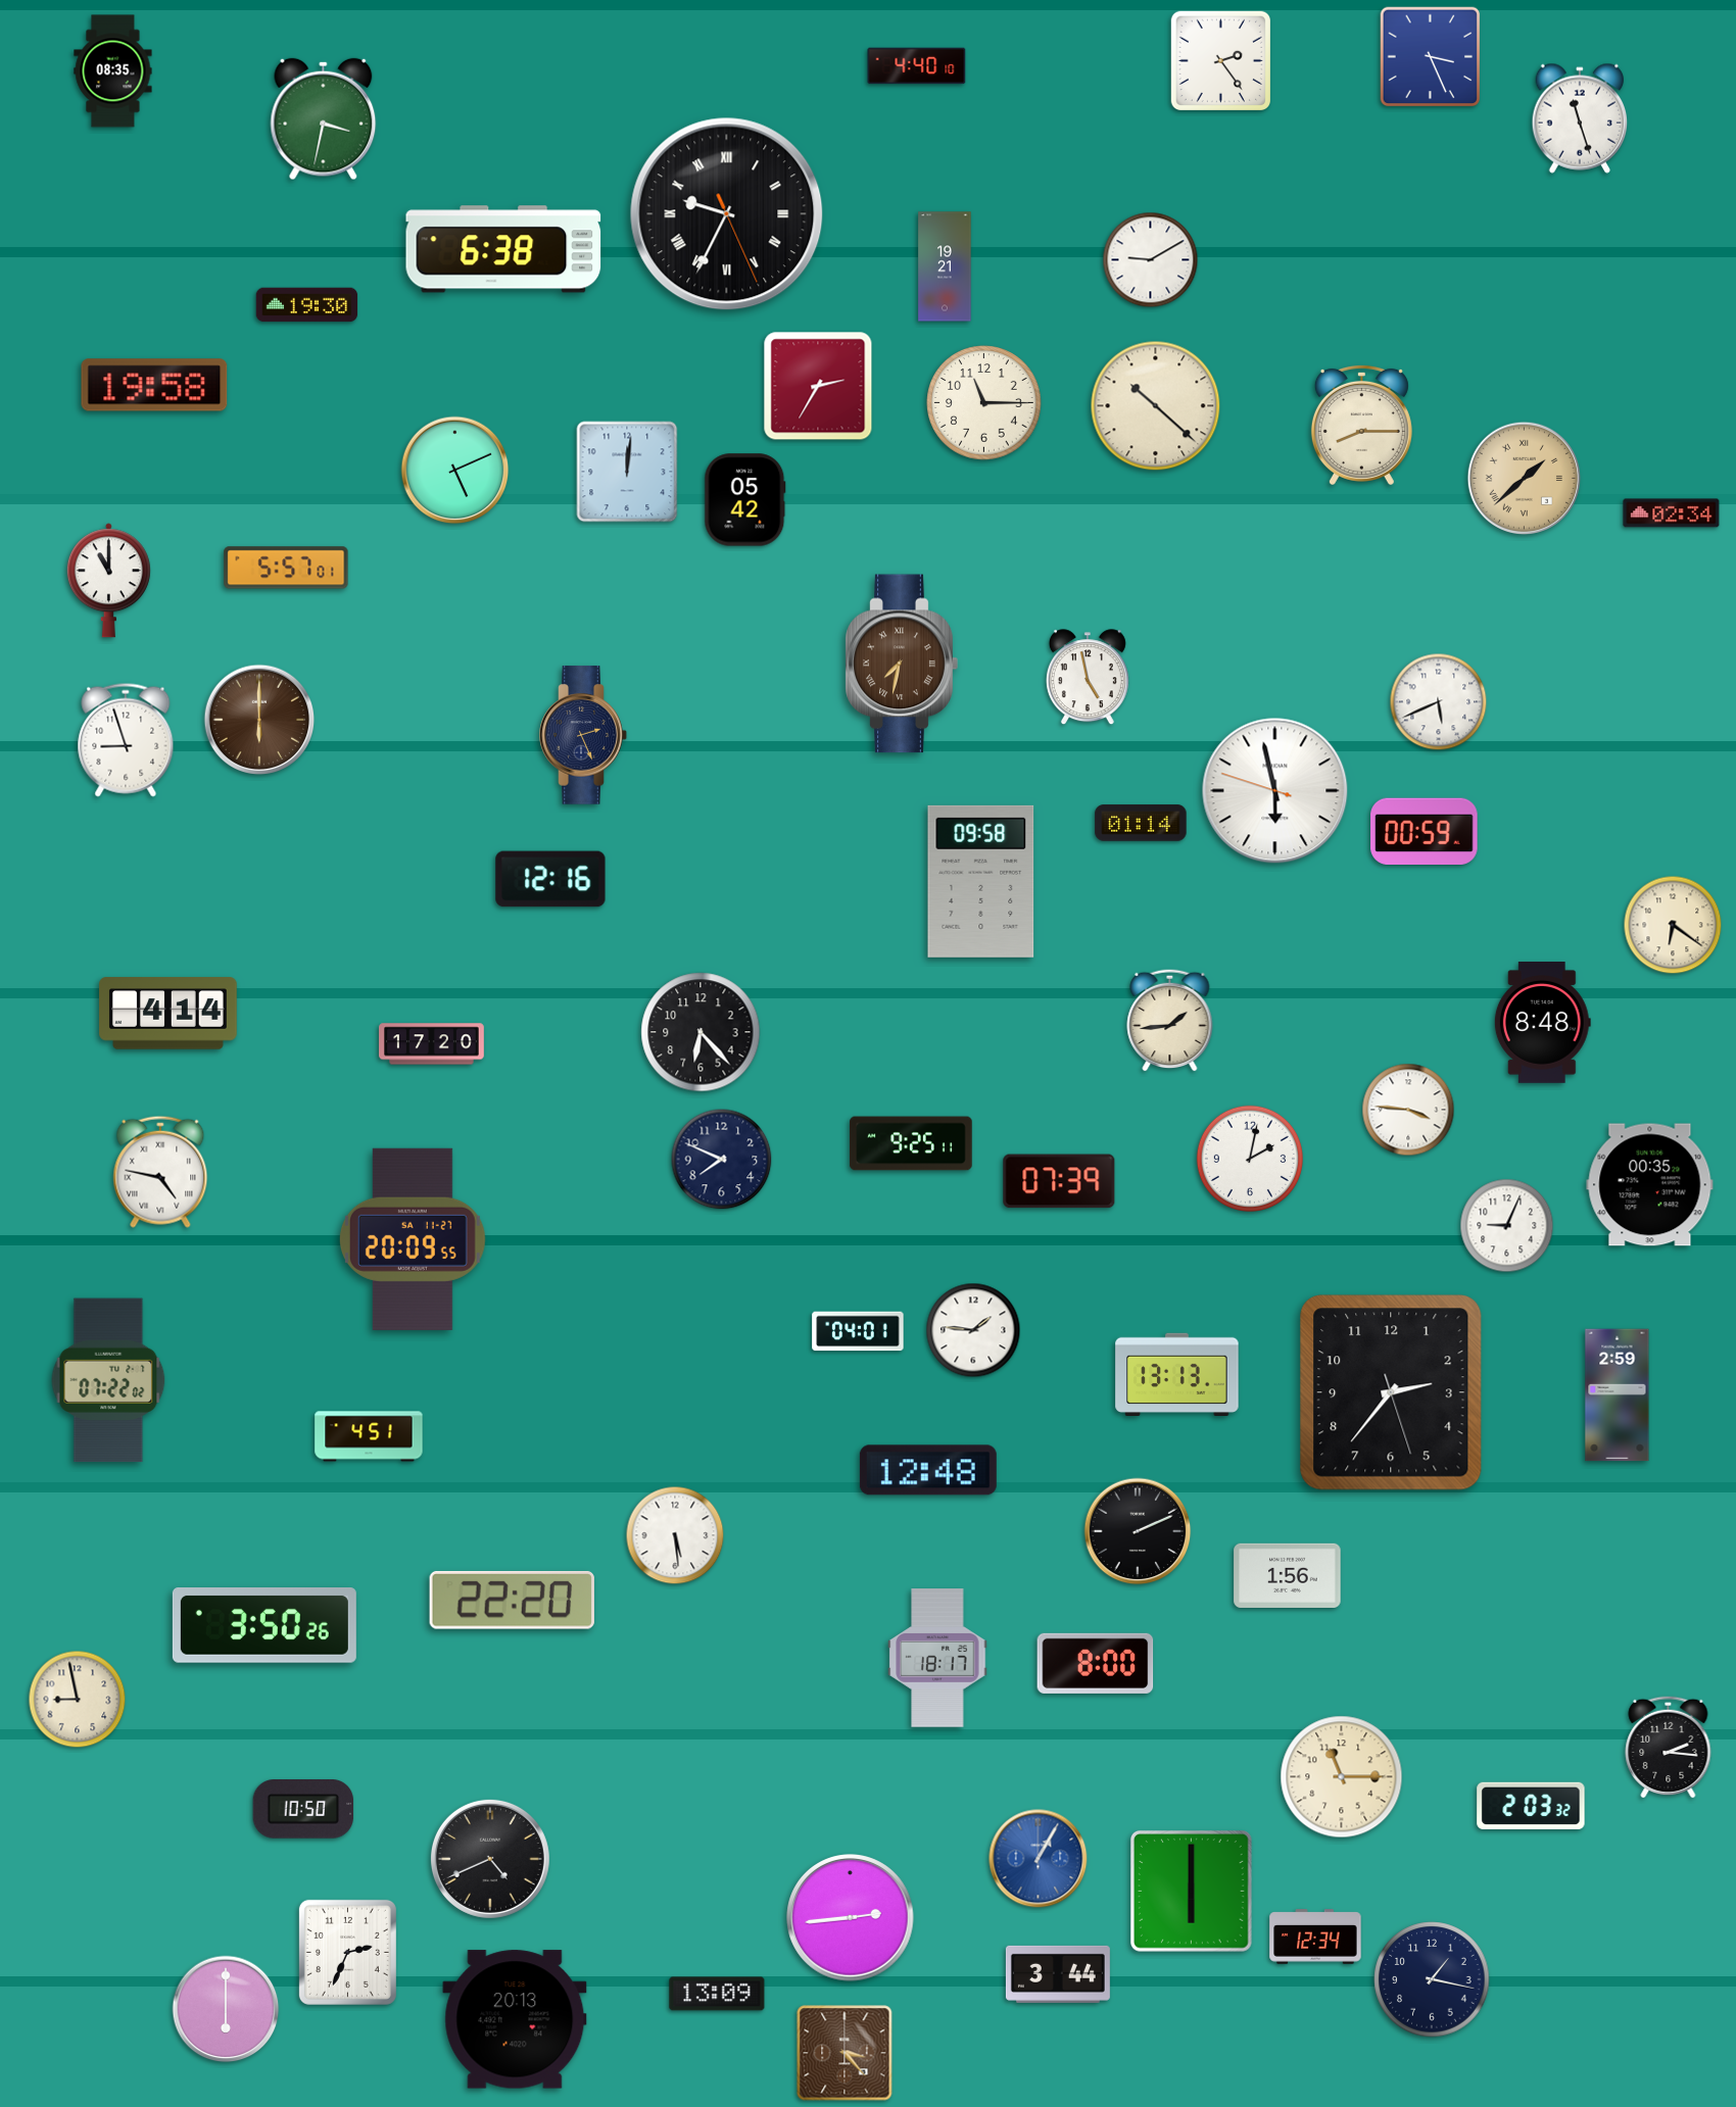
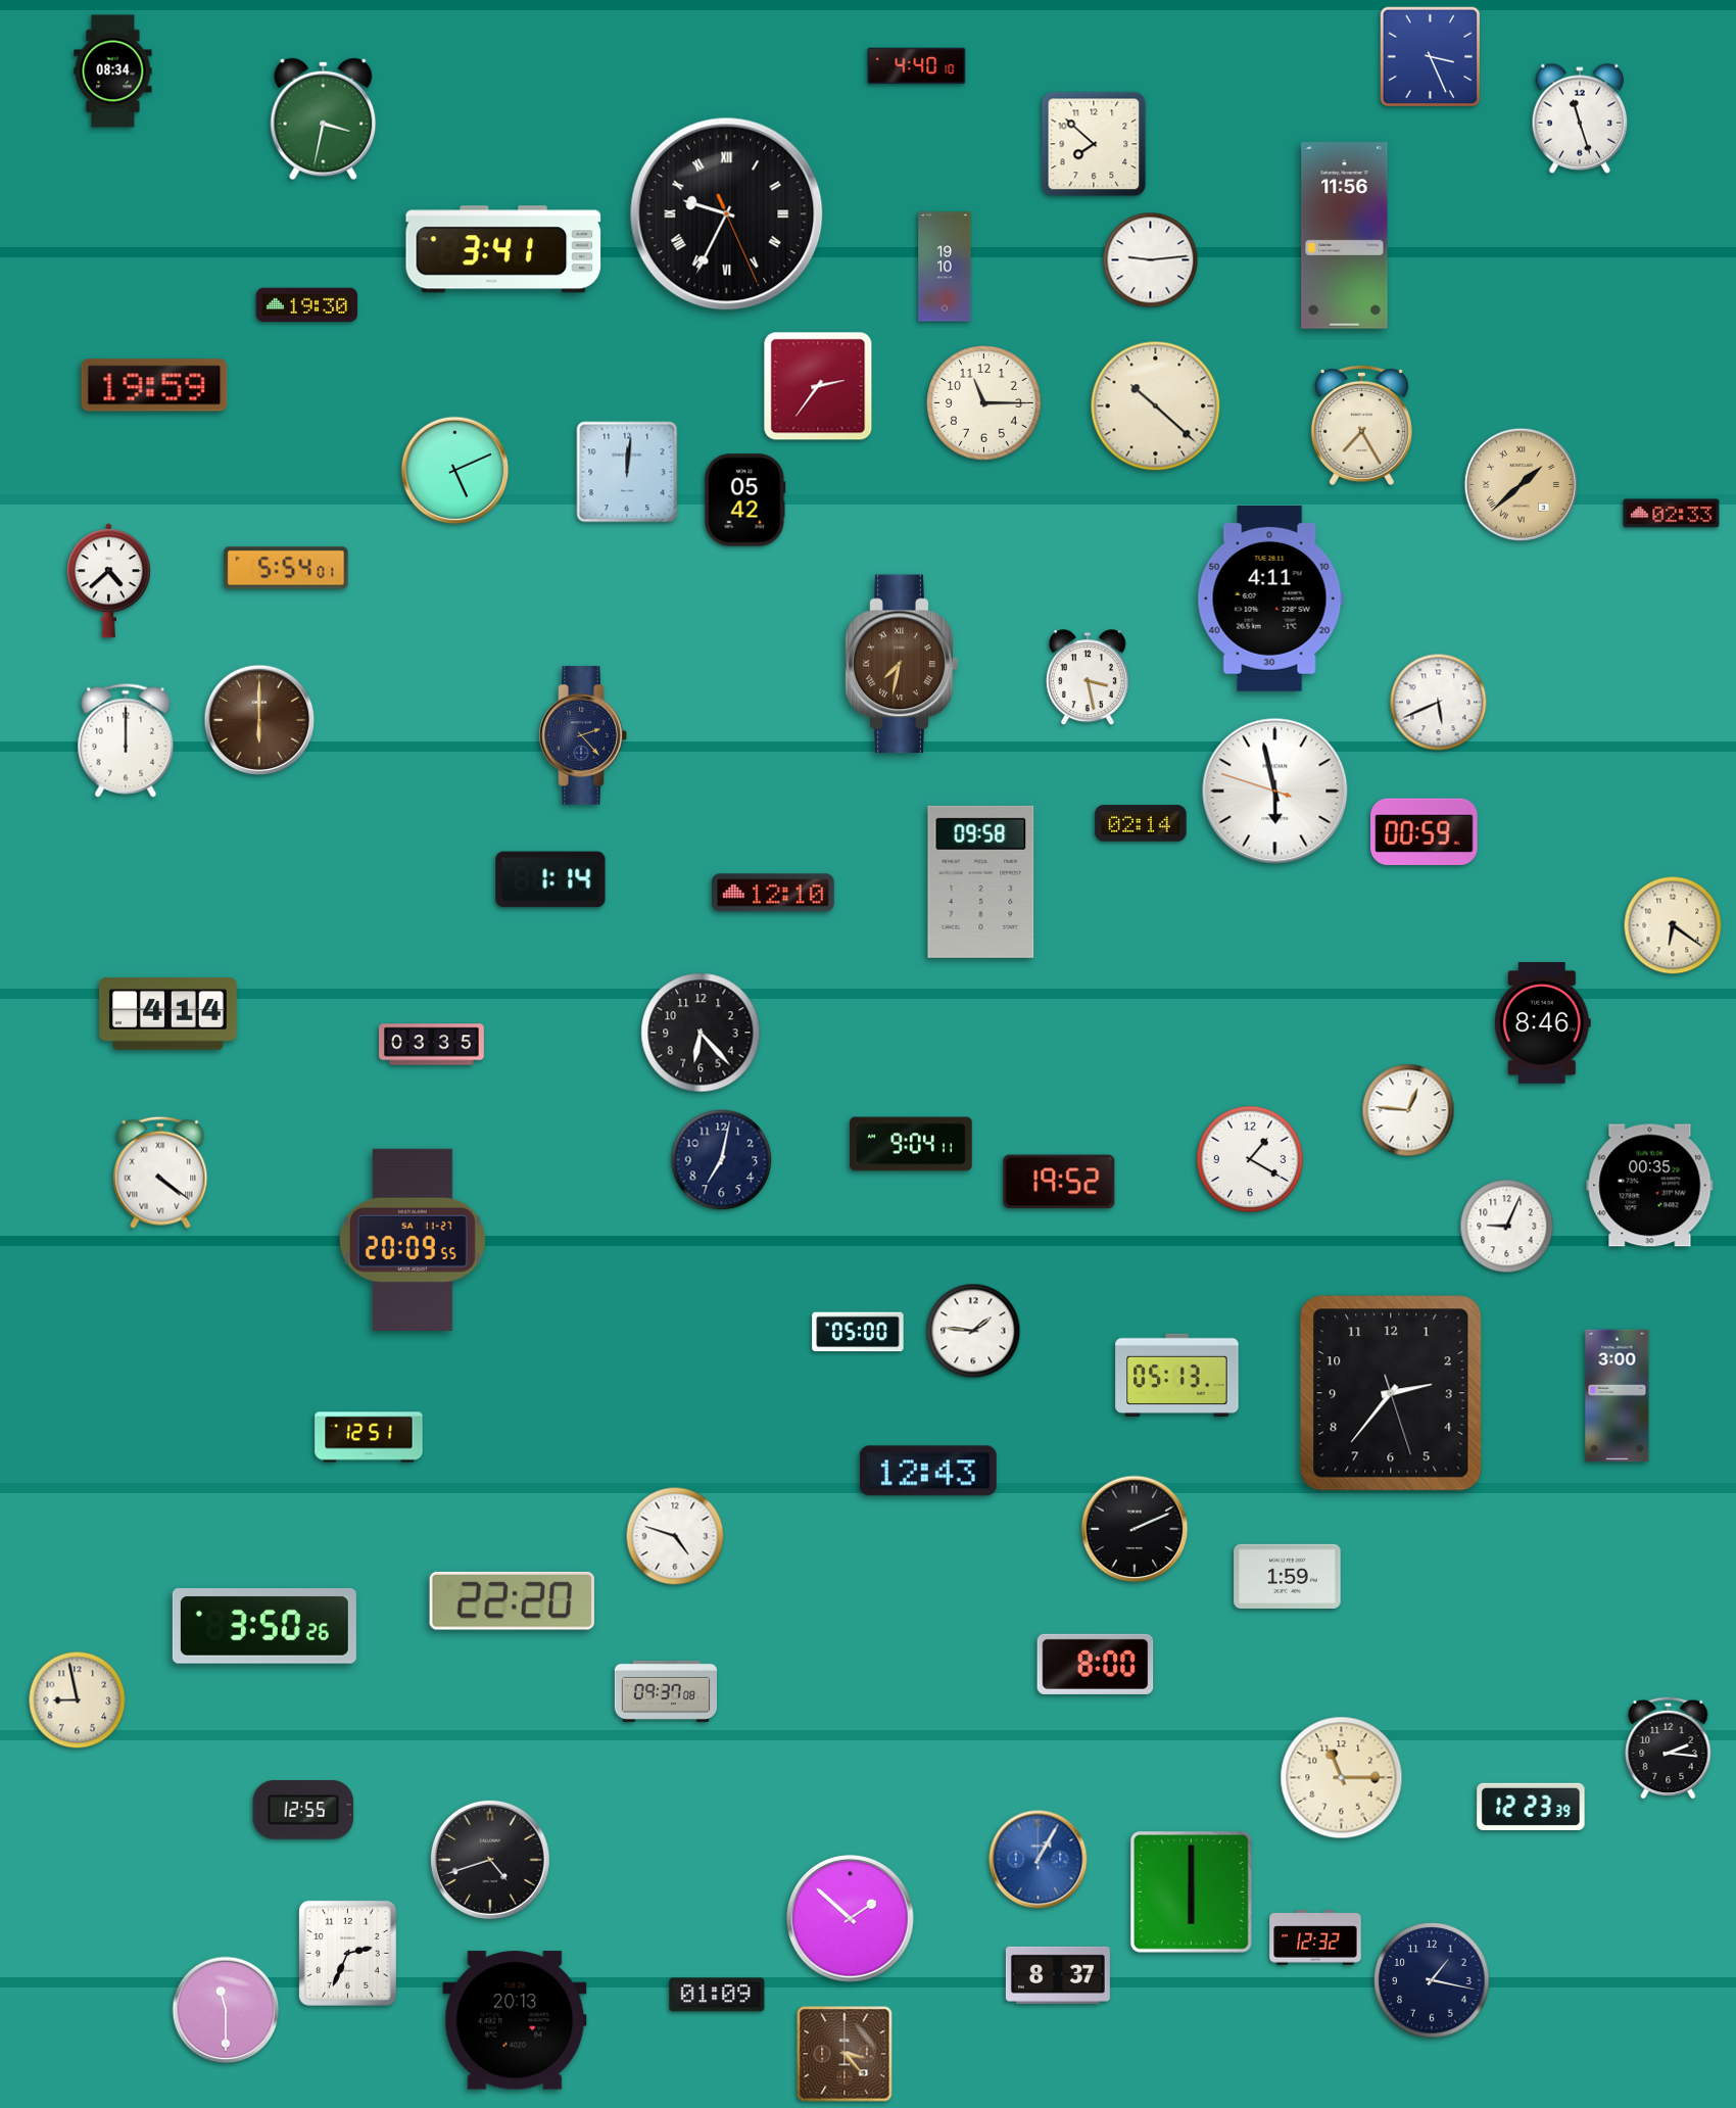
clock at (1220, 60): 2:24 -> none
clock at (113, 71): 08:35 -> 08:34
clock at (1094, 144): none -> 7:52
clock at (1345, 236): none -> 11:56
clock at (503, 249): 6:38 -> 3:41
clock at (1151, 260): 9:10 -> 9:14
clock at (945, 266): 19:21 -> 19:10
clock at (154, 385): 19:58 -> 19:59
clock at (818, 386): 2:35 -> 2:36
clock at (1361, 425): 8:15 -> 7:25
clock at (1524, 478) position: (1524, 478) -> (1521, 484)
clock at (1672, 513): 02:34 -> 02:33
clock at (286, 568): 5:57 -> 5:54
clock at (108, 581): 11:00 -> 4:38
clock at (1270, 598): none -> 4:11
clock at (1088, 678): 4:58 -> 3:28
clock at (583, 735): 2:26 -> 2:23
clock at (126, 740): 8:57 -> 12:00
clock at (1141, 823): 01:14 -> 02:14
clock at (550, 879): 12:16 -> 1:14
clock at (773, 893): none -> 12:10
clock at (1170, 1020): 1:44 -> none
clock at (1542, 1023): 8:48 -> 8:46
clock at (432, 1044): 17:20 -> 03:35
clock at (1408, 1110): 3:46 -> 12:46
clock at (911, 1143): 9:25 -> 9:04
clock at (1250, 1159): 2:02 -> 1:20
clock at (722, 1160): 7:49 -> 7:02
clock at (160, 1172): 4:47 -> 4:21
clock at (1059, 1181): 07:39 -> 19:52
clock at (858, 1331): 04:01 -> 05:00
clock at (1177, 1375): 13:13 -> 05:13
clock at (108, 1380): 07:22 -> none
clock at (1618, 1395): 2:59 -> 3:00
clock at (369, 1436): 4:51 -> 12:51
clock at (928, 1470): 12:48 -> 12:43
clock at (1138, 1531) position: (1138, 1531) -> (1135, 1529)
clock at (675, 1535): 5:29 -> 4:48
clock at (1288, 1575): 1:56 -> 1:59
clock at (937, 1658): 18:17 -> none
clock at (665, 1691): none -> 09:37
clock at (1531, 1805): 2:03 -> 12:23
clock at (303, 1809): 10:50 -> 12:55
clock at (490, 1859): 4:41 -> 4:42
clock at (851, 1918): 2:44 -> 1:52
clock at (1315, 1937): 12:34 -> 12:32
clock at (1058, 1974): 3:44 -> 8:37
clock at (717, 1994): 13:09 -> 01:09
clock at (226, 2009): 6:00 -> 11:30
